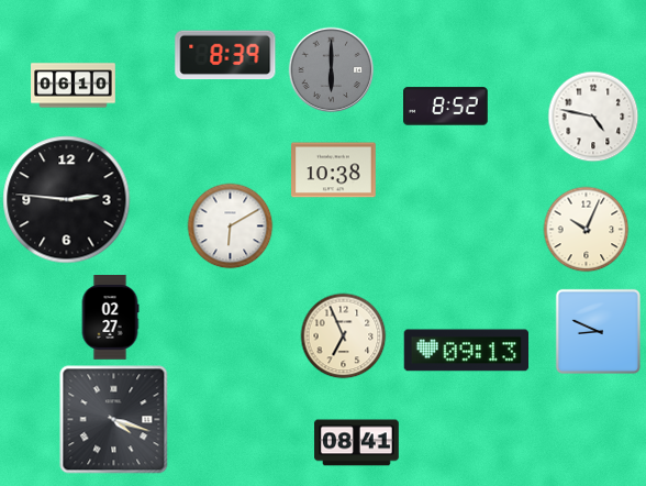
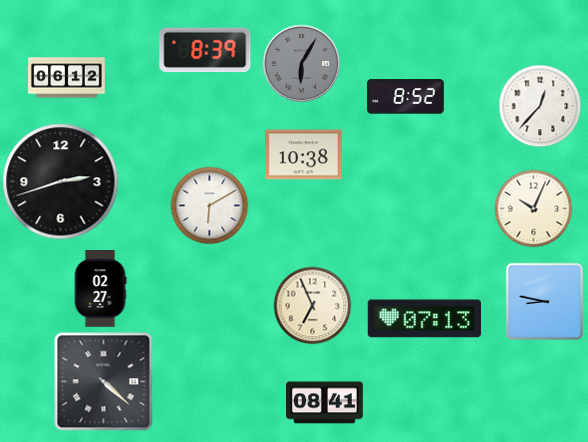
clock at (331, 69): 6:00 -> 6:05
clock at (74, 86): 06:10 -> 06:12
clock at (593, 117): 4:47 -> 12:37
clock at (67, 200): 2:46 -> 2:42
clock at (598, 331): 8:49 -> 8:47
clock at (466, 351): 09:13 -> 07:13
clock at (114, 420): 4:18 -> 4:22
